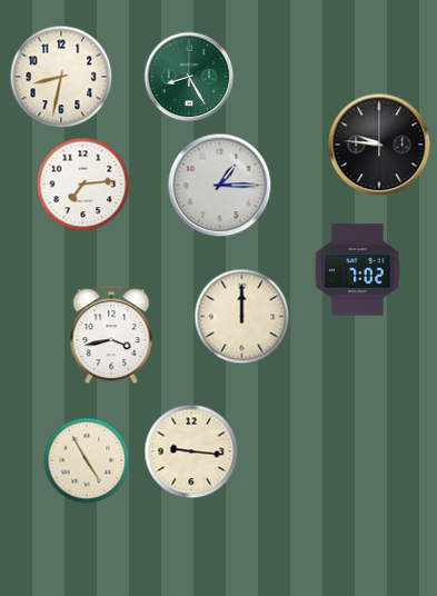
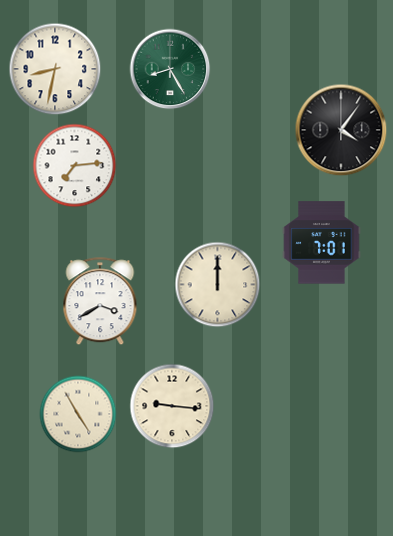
clock at (379, 145): 9:46 -> 4:06
clock at (220, 186): 1:15 -> none
clock at (358, 270): 7:02 -> 7:01
clock at (111, 336): 3:43 -> 3:40
